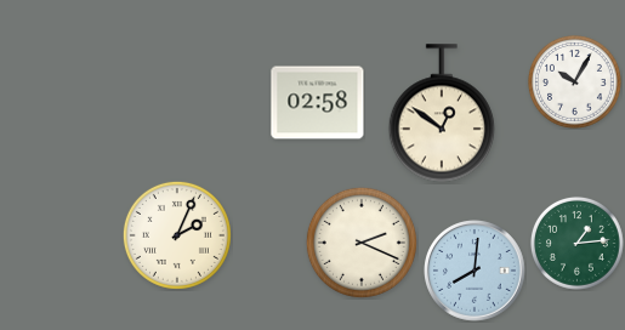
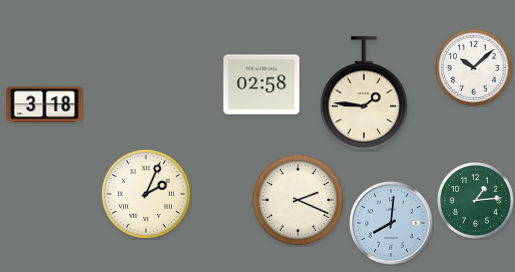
clock at (575, 82): 10:05 -> 10:08
clock at (441, 113): 12:51 -> 1:46
clock at (45, 105): none -> 3:18
